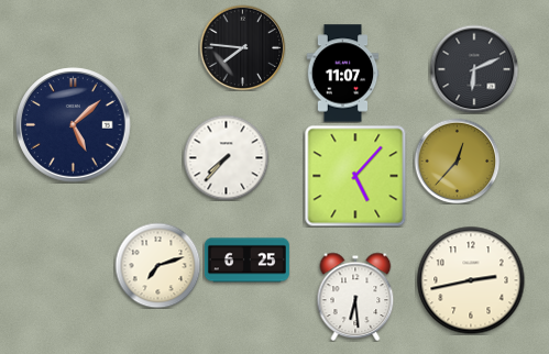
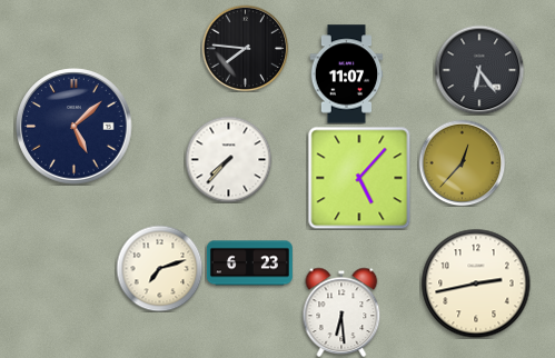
clock at (474, 69): 6:11 -> 6:24
clock at (246, 261): 6:25 -> 6:23
clock at (355, 297) position: (355, 297) -> (341, 312)
